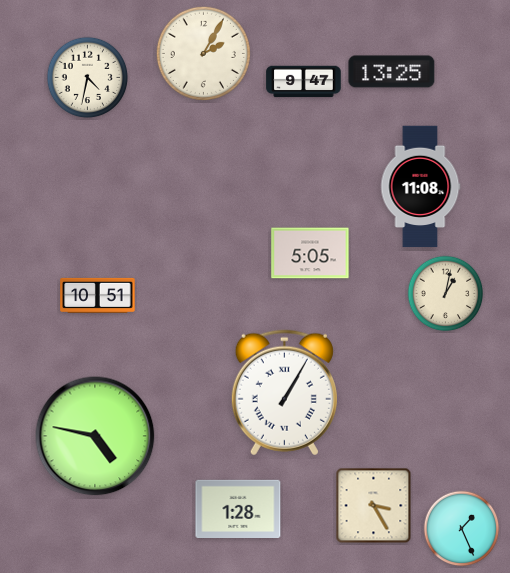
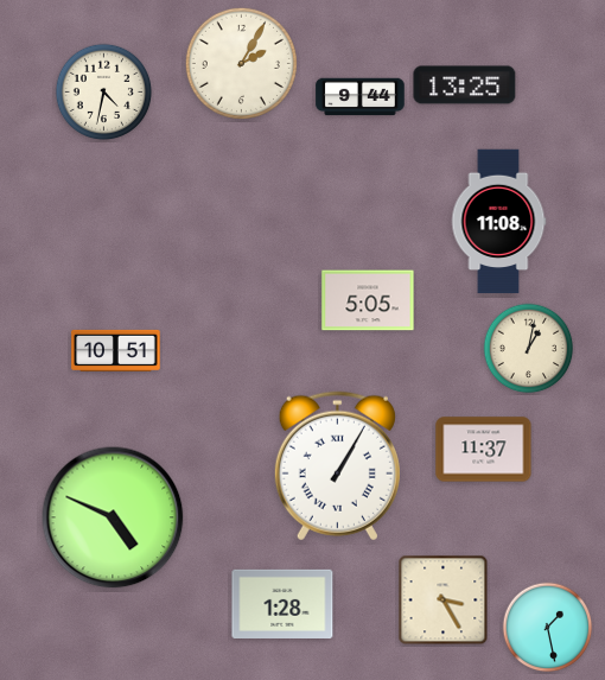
clock at (304, 82): 9:47 -> 9:44
clock at (484, 450): none -> 11:37
clock at (95, 436): 4:47 -> 4:49
clock at (462, 529): 1:26 -> 1:28
